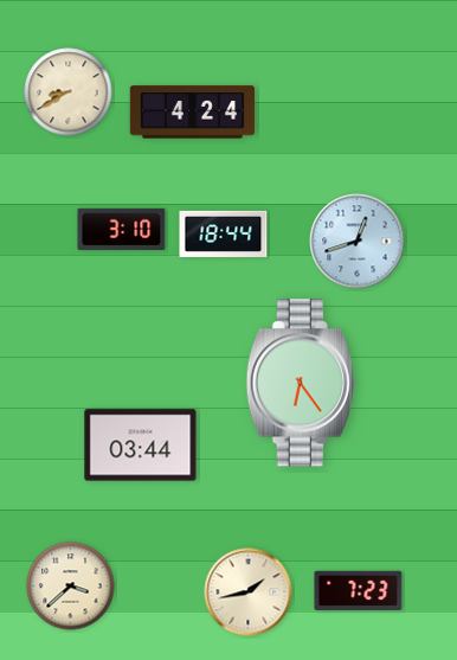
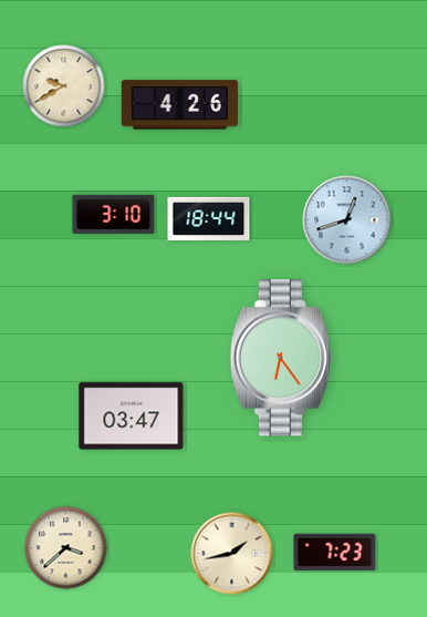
clock at (69, 92): 8:40 -> 9:40
clock at (193, 113): 4:24 -> 4:26
clock at (358, 242) position: (358, 242) -> (347, 220)
clock at (141, 446): 03:44 -> 03:47
